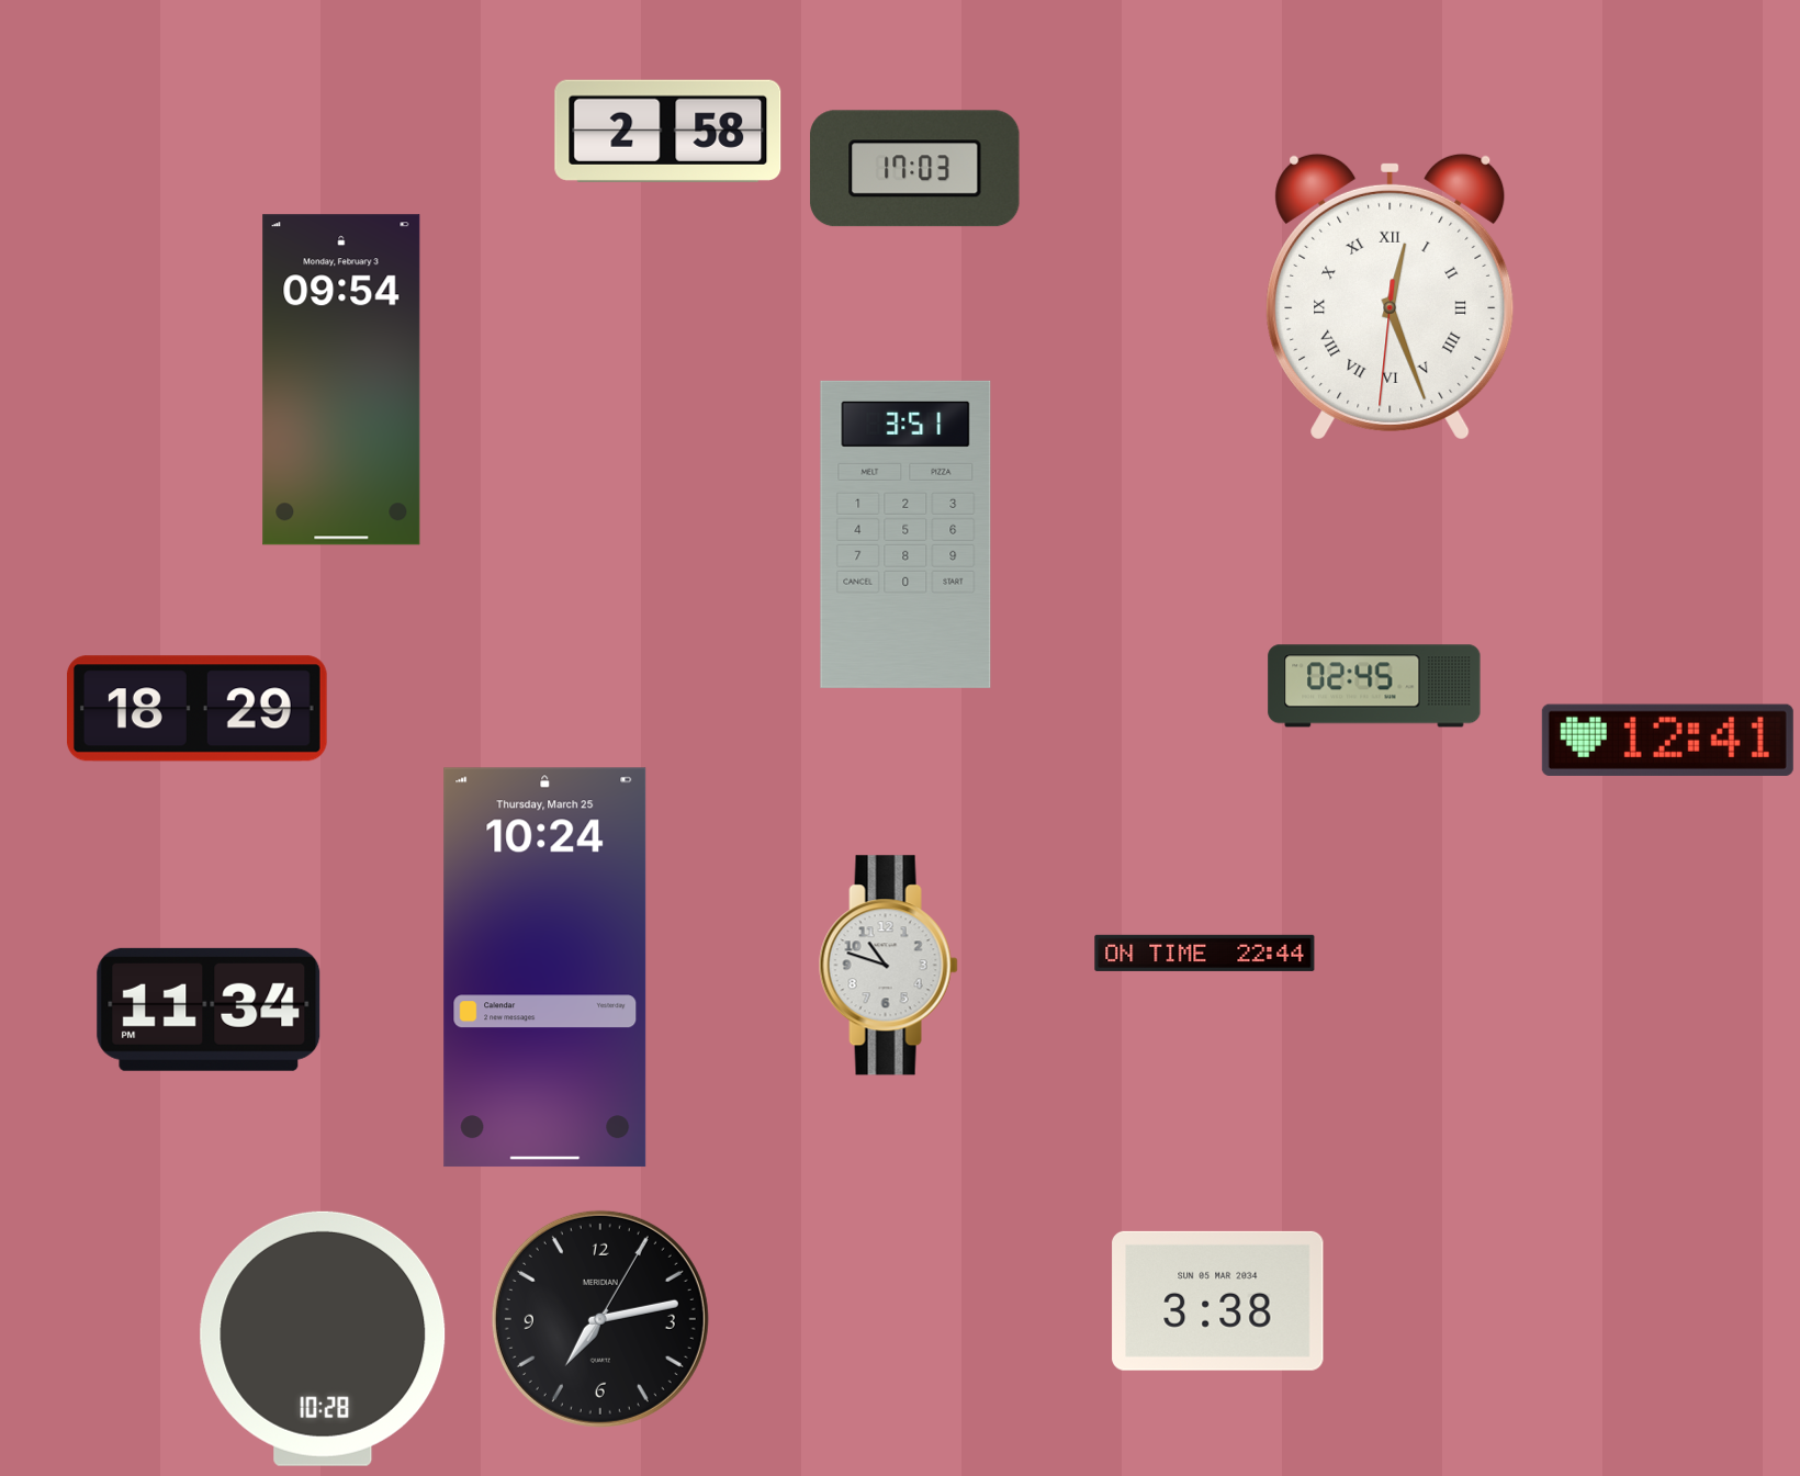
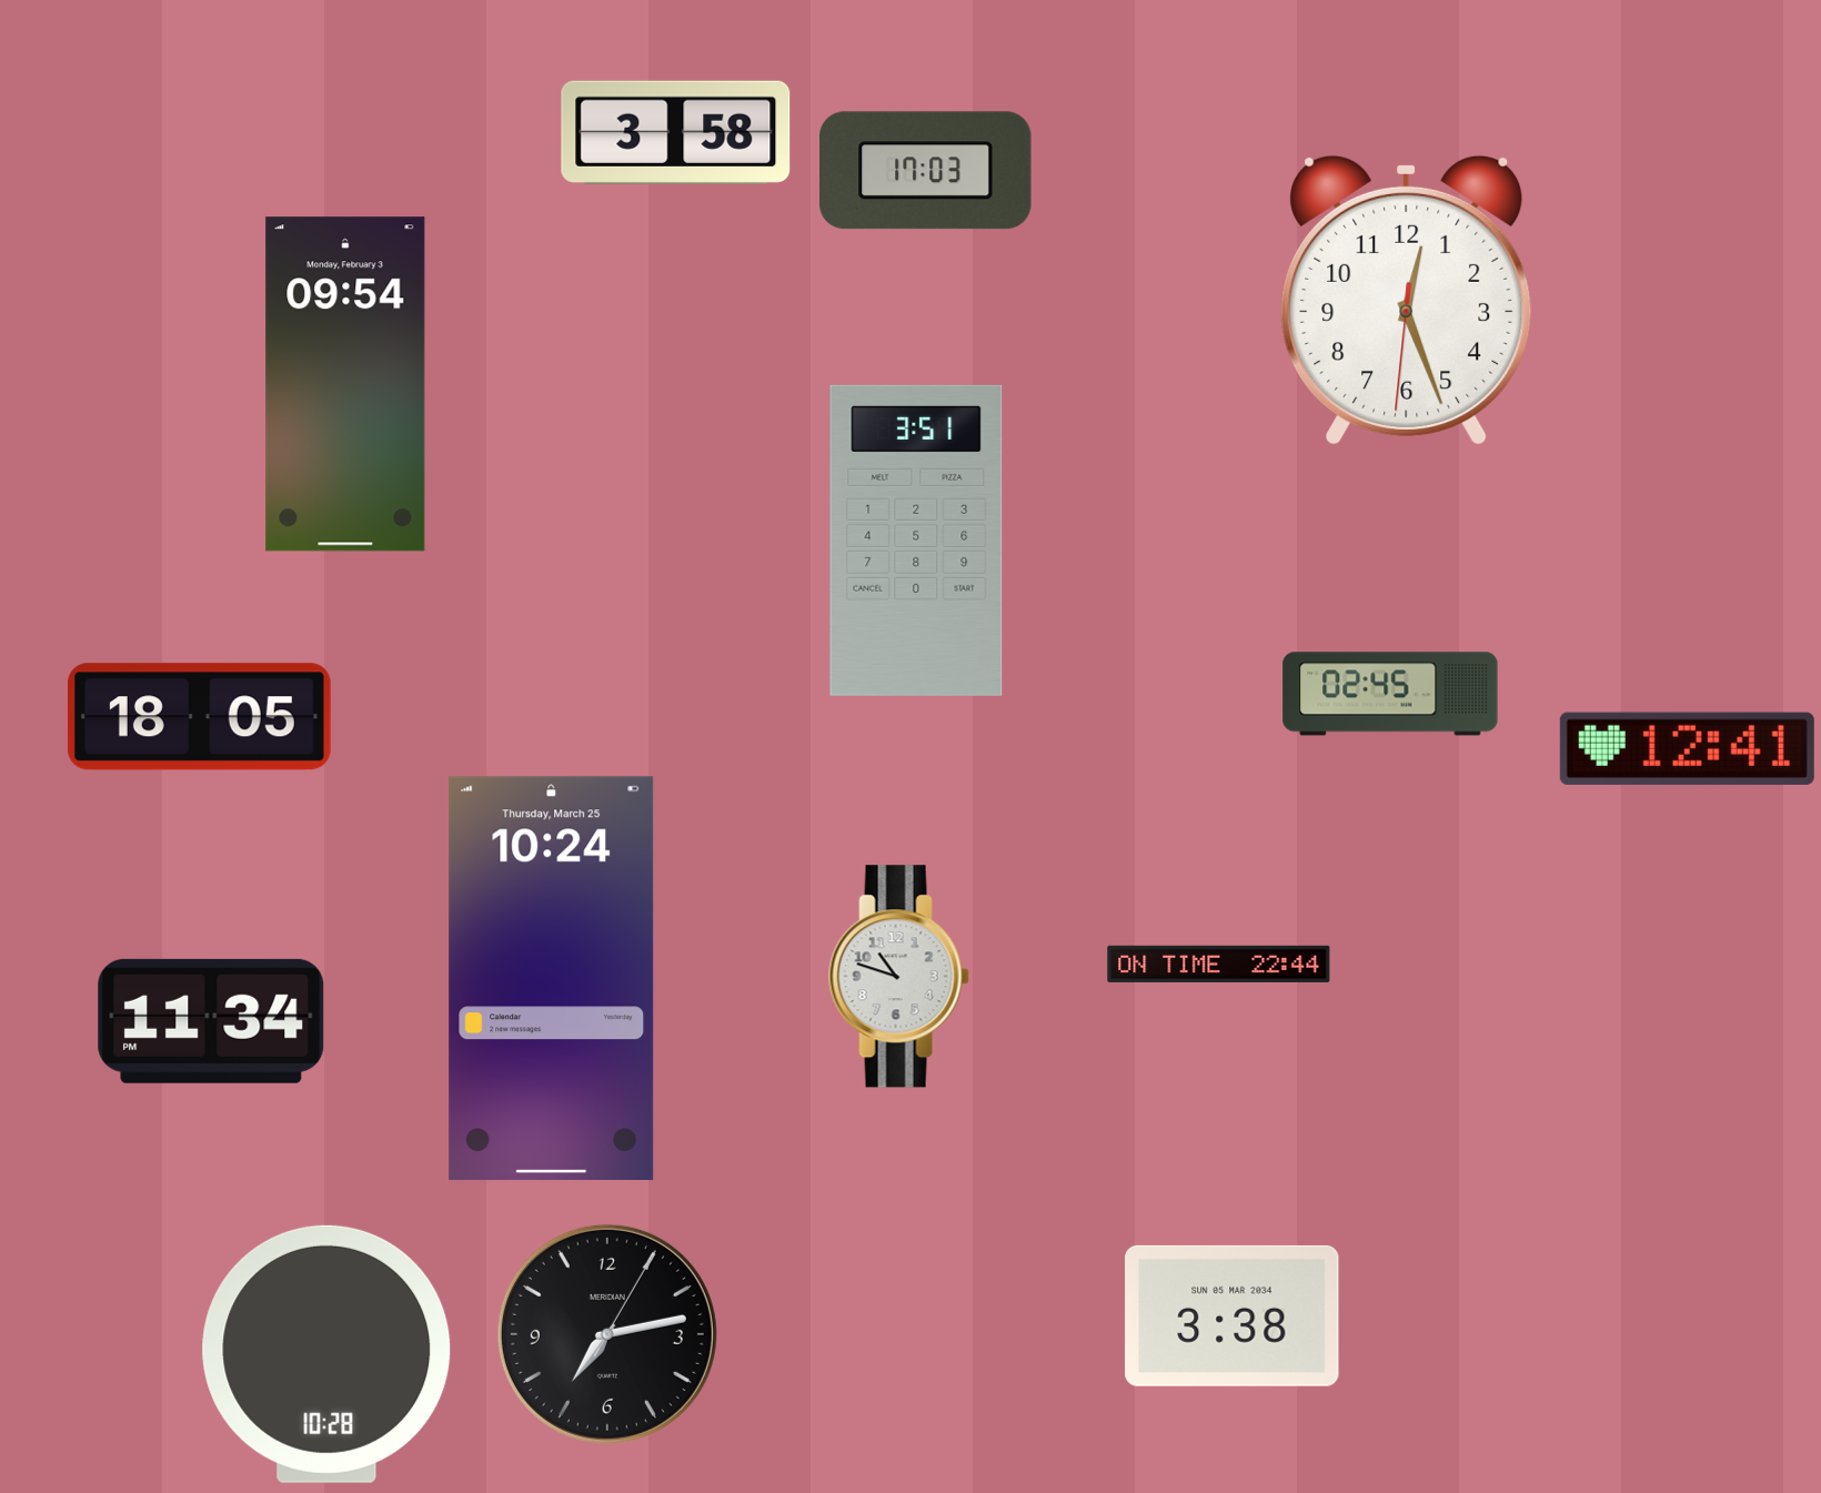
clock at (668, 131): 2:58 -> 3:58
clock at (1391, 296) numerals: Roman -> Arabic
clock at (196, 709): 18:29 -> 18:05
